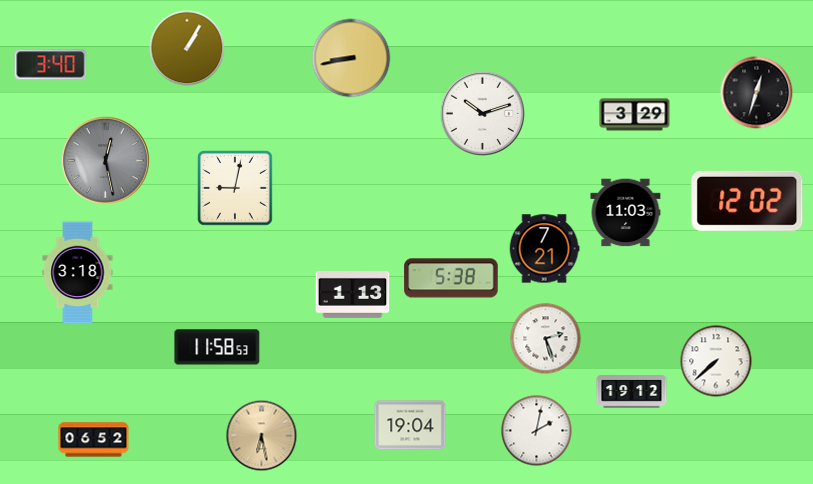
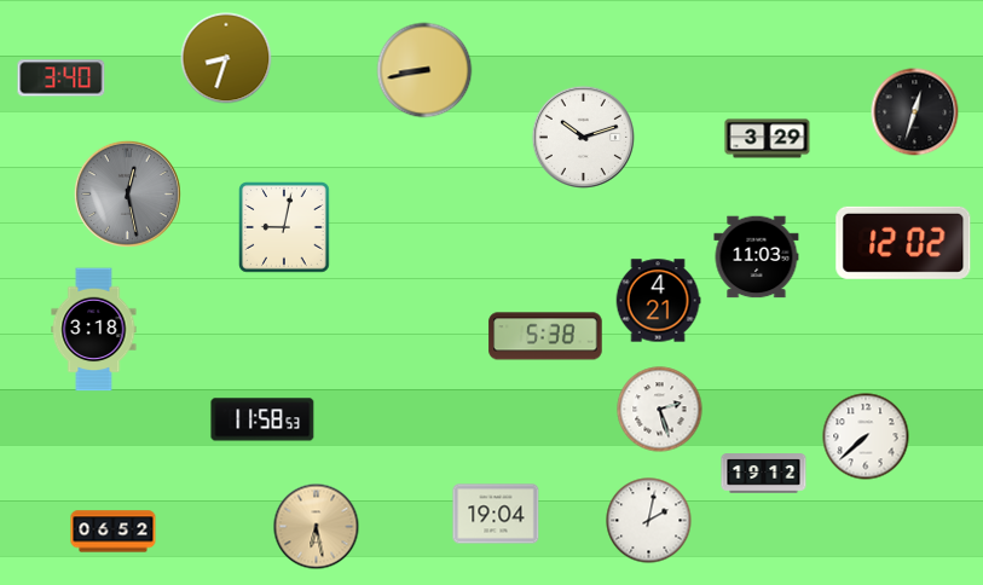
clock at (187, 48): 1:05 -> 8:33
clock at (544, 249): 7:21 -> 4:21
clock at (353, 294): 1:13 -> none
